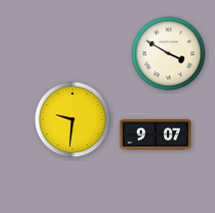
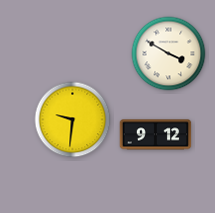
clock at (156, 135): 9:07 -> 9:12
